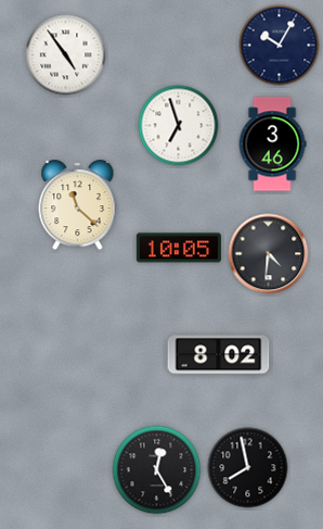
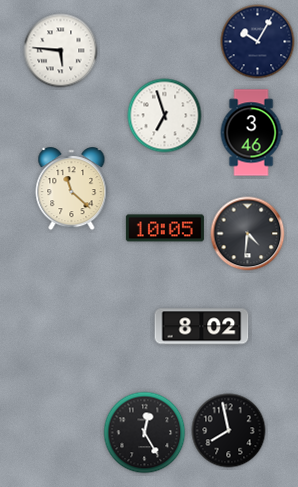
clock at (66, 55): 4:54 -> 5:46
